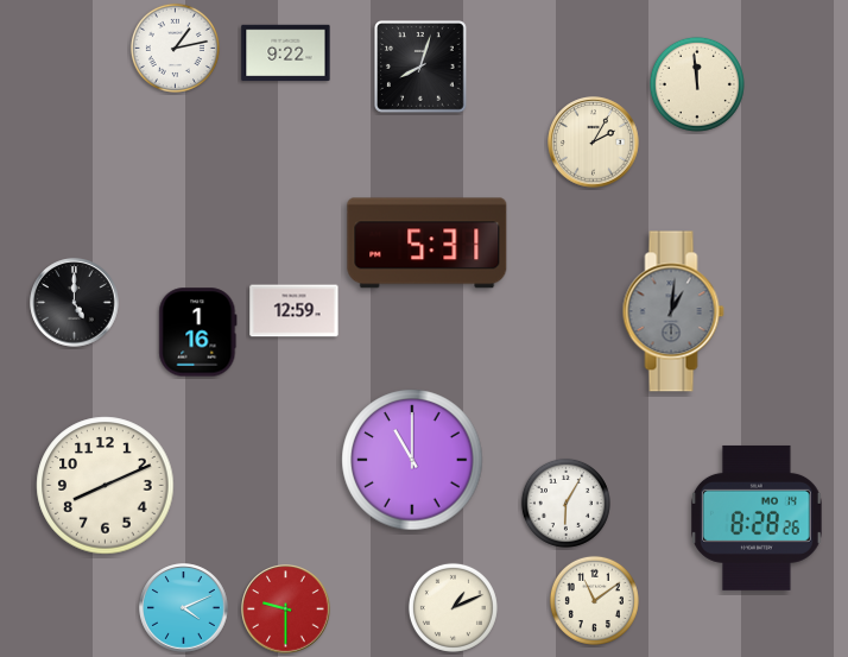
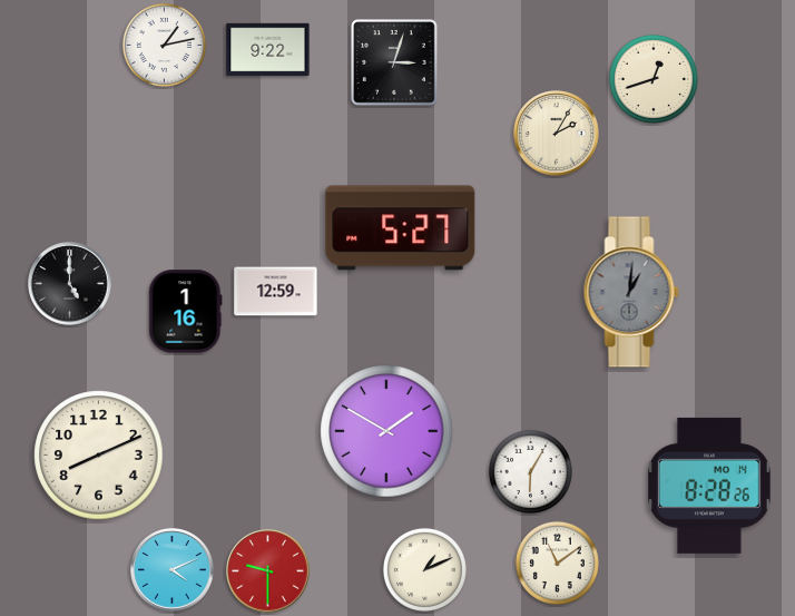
clock at (422, 68): 8:03 -> 3:03
clock at (697, 84): 11:59 -> 12:42
clock at (428, 244): 5:31 -> 5:27
clock at (412, 460): 11:00 -> 1:50
